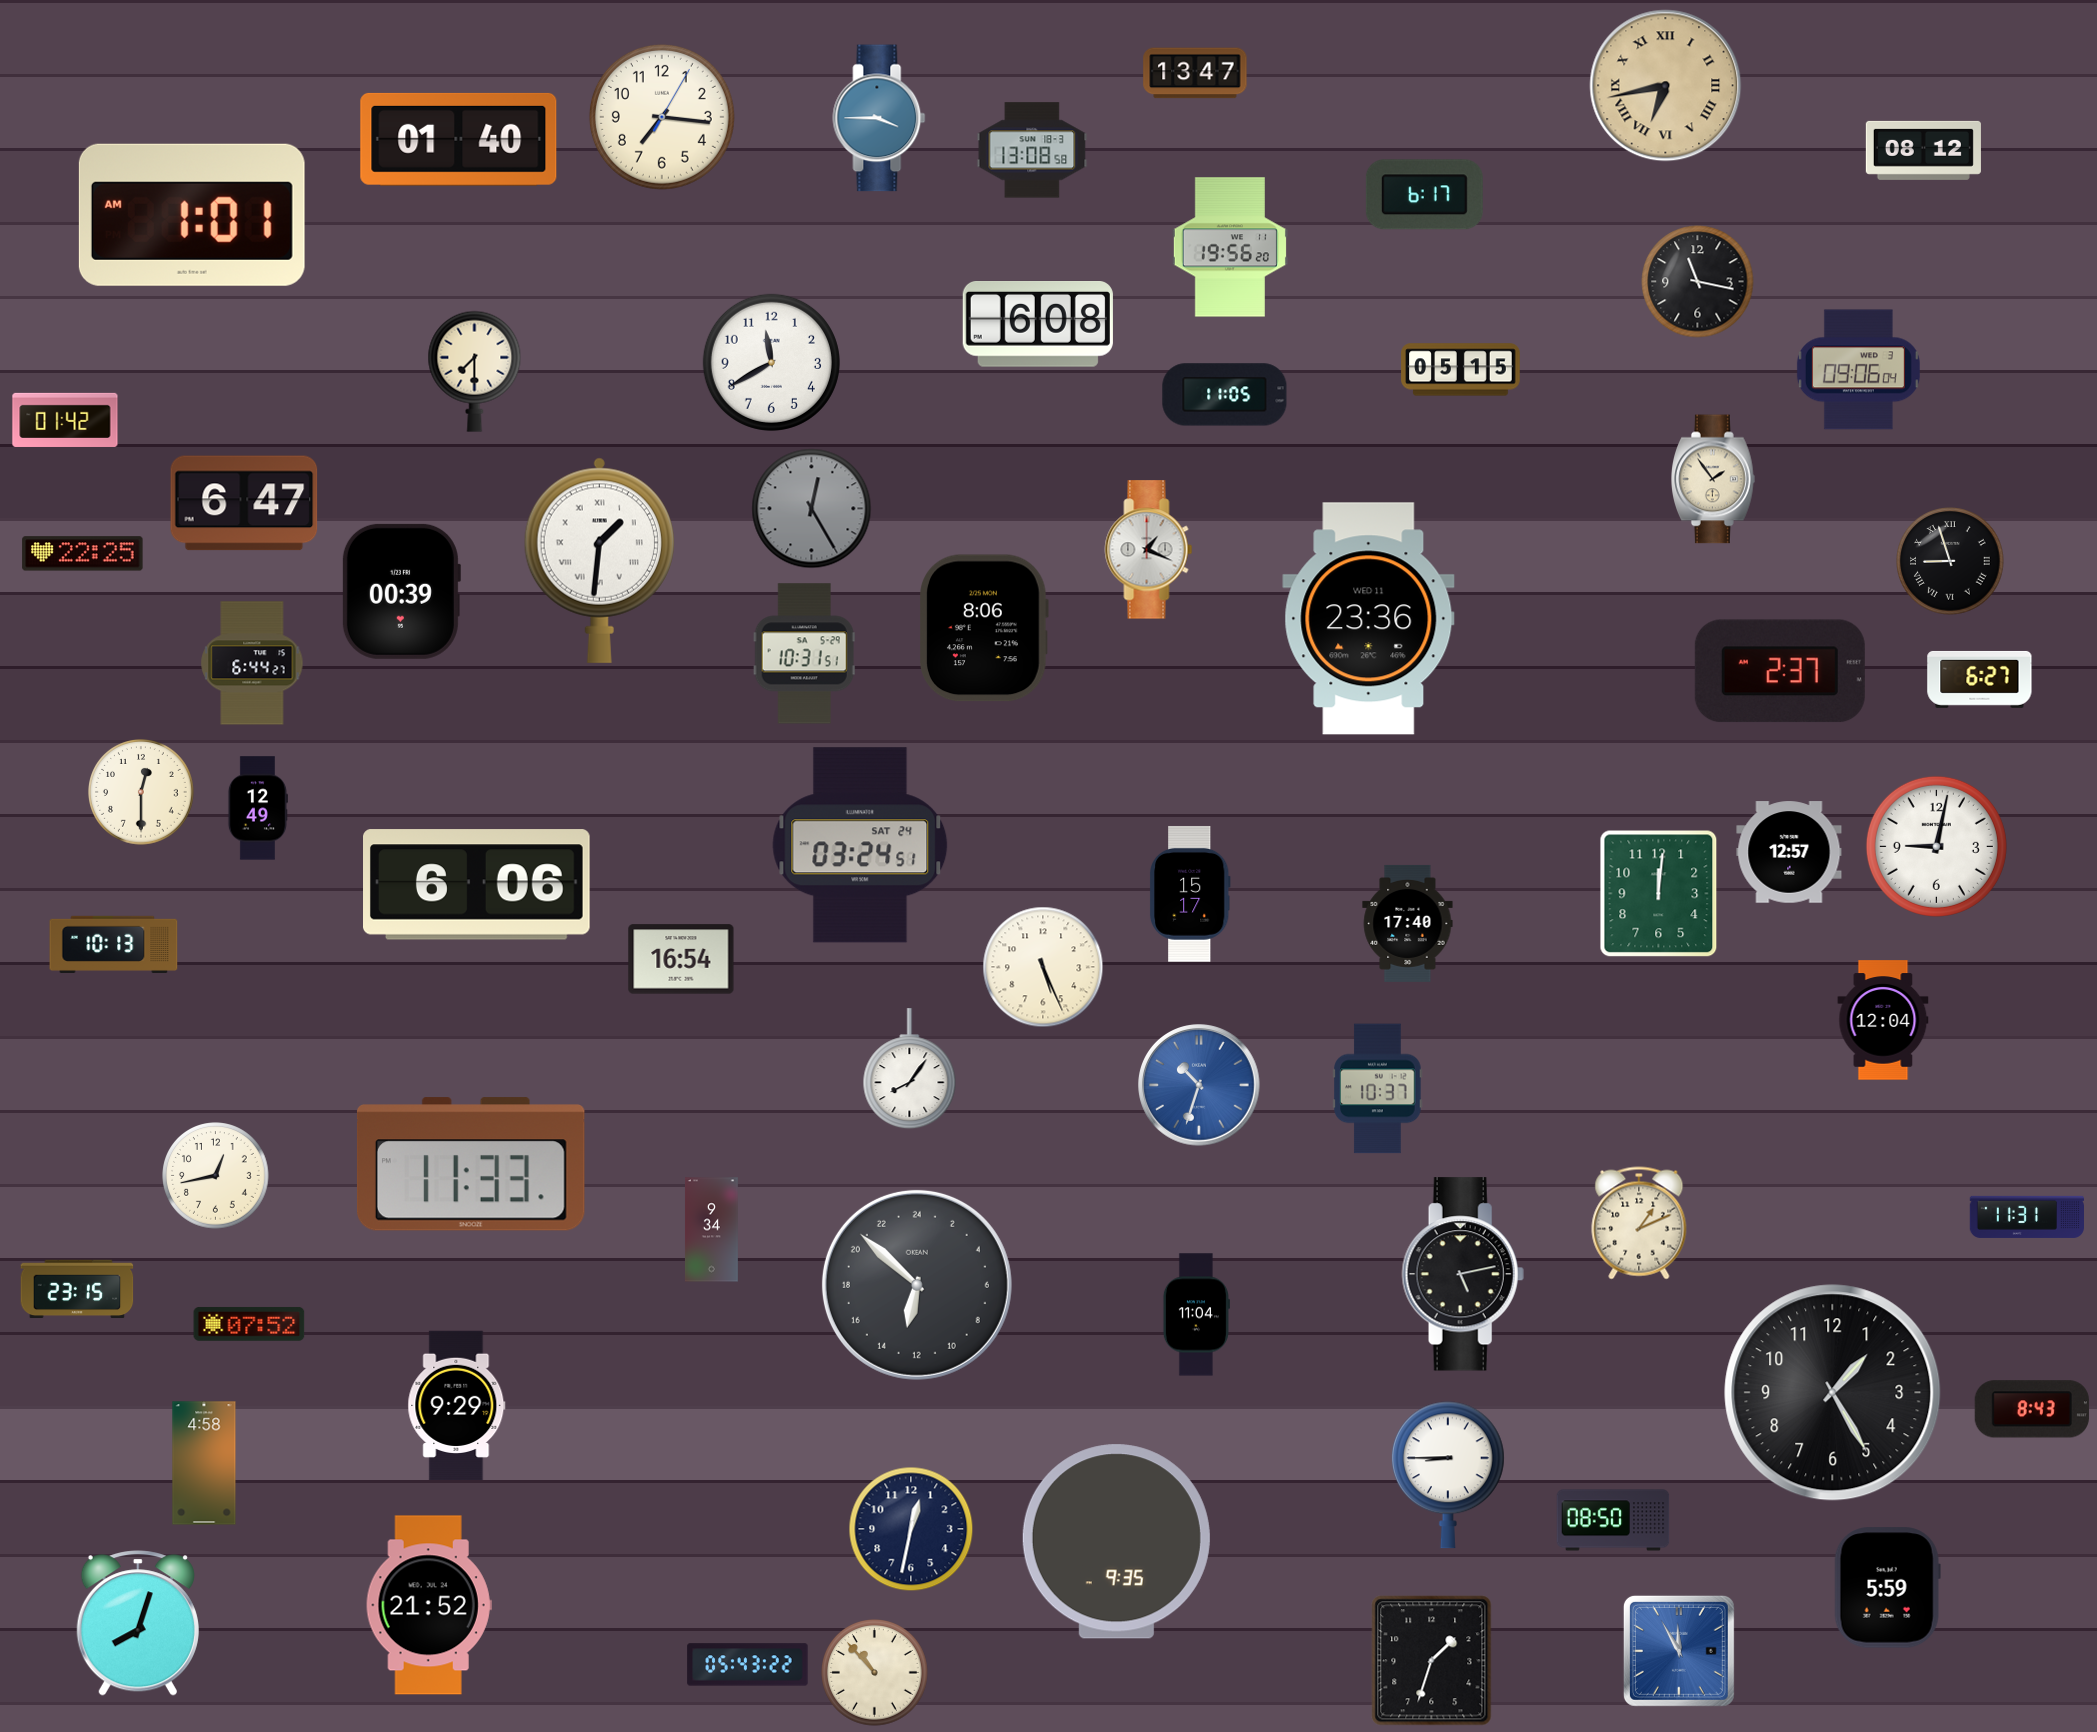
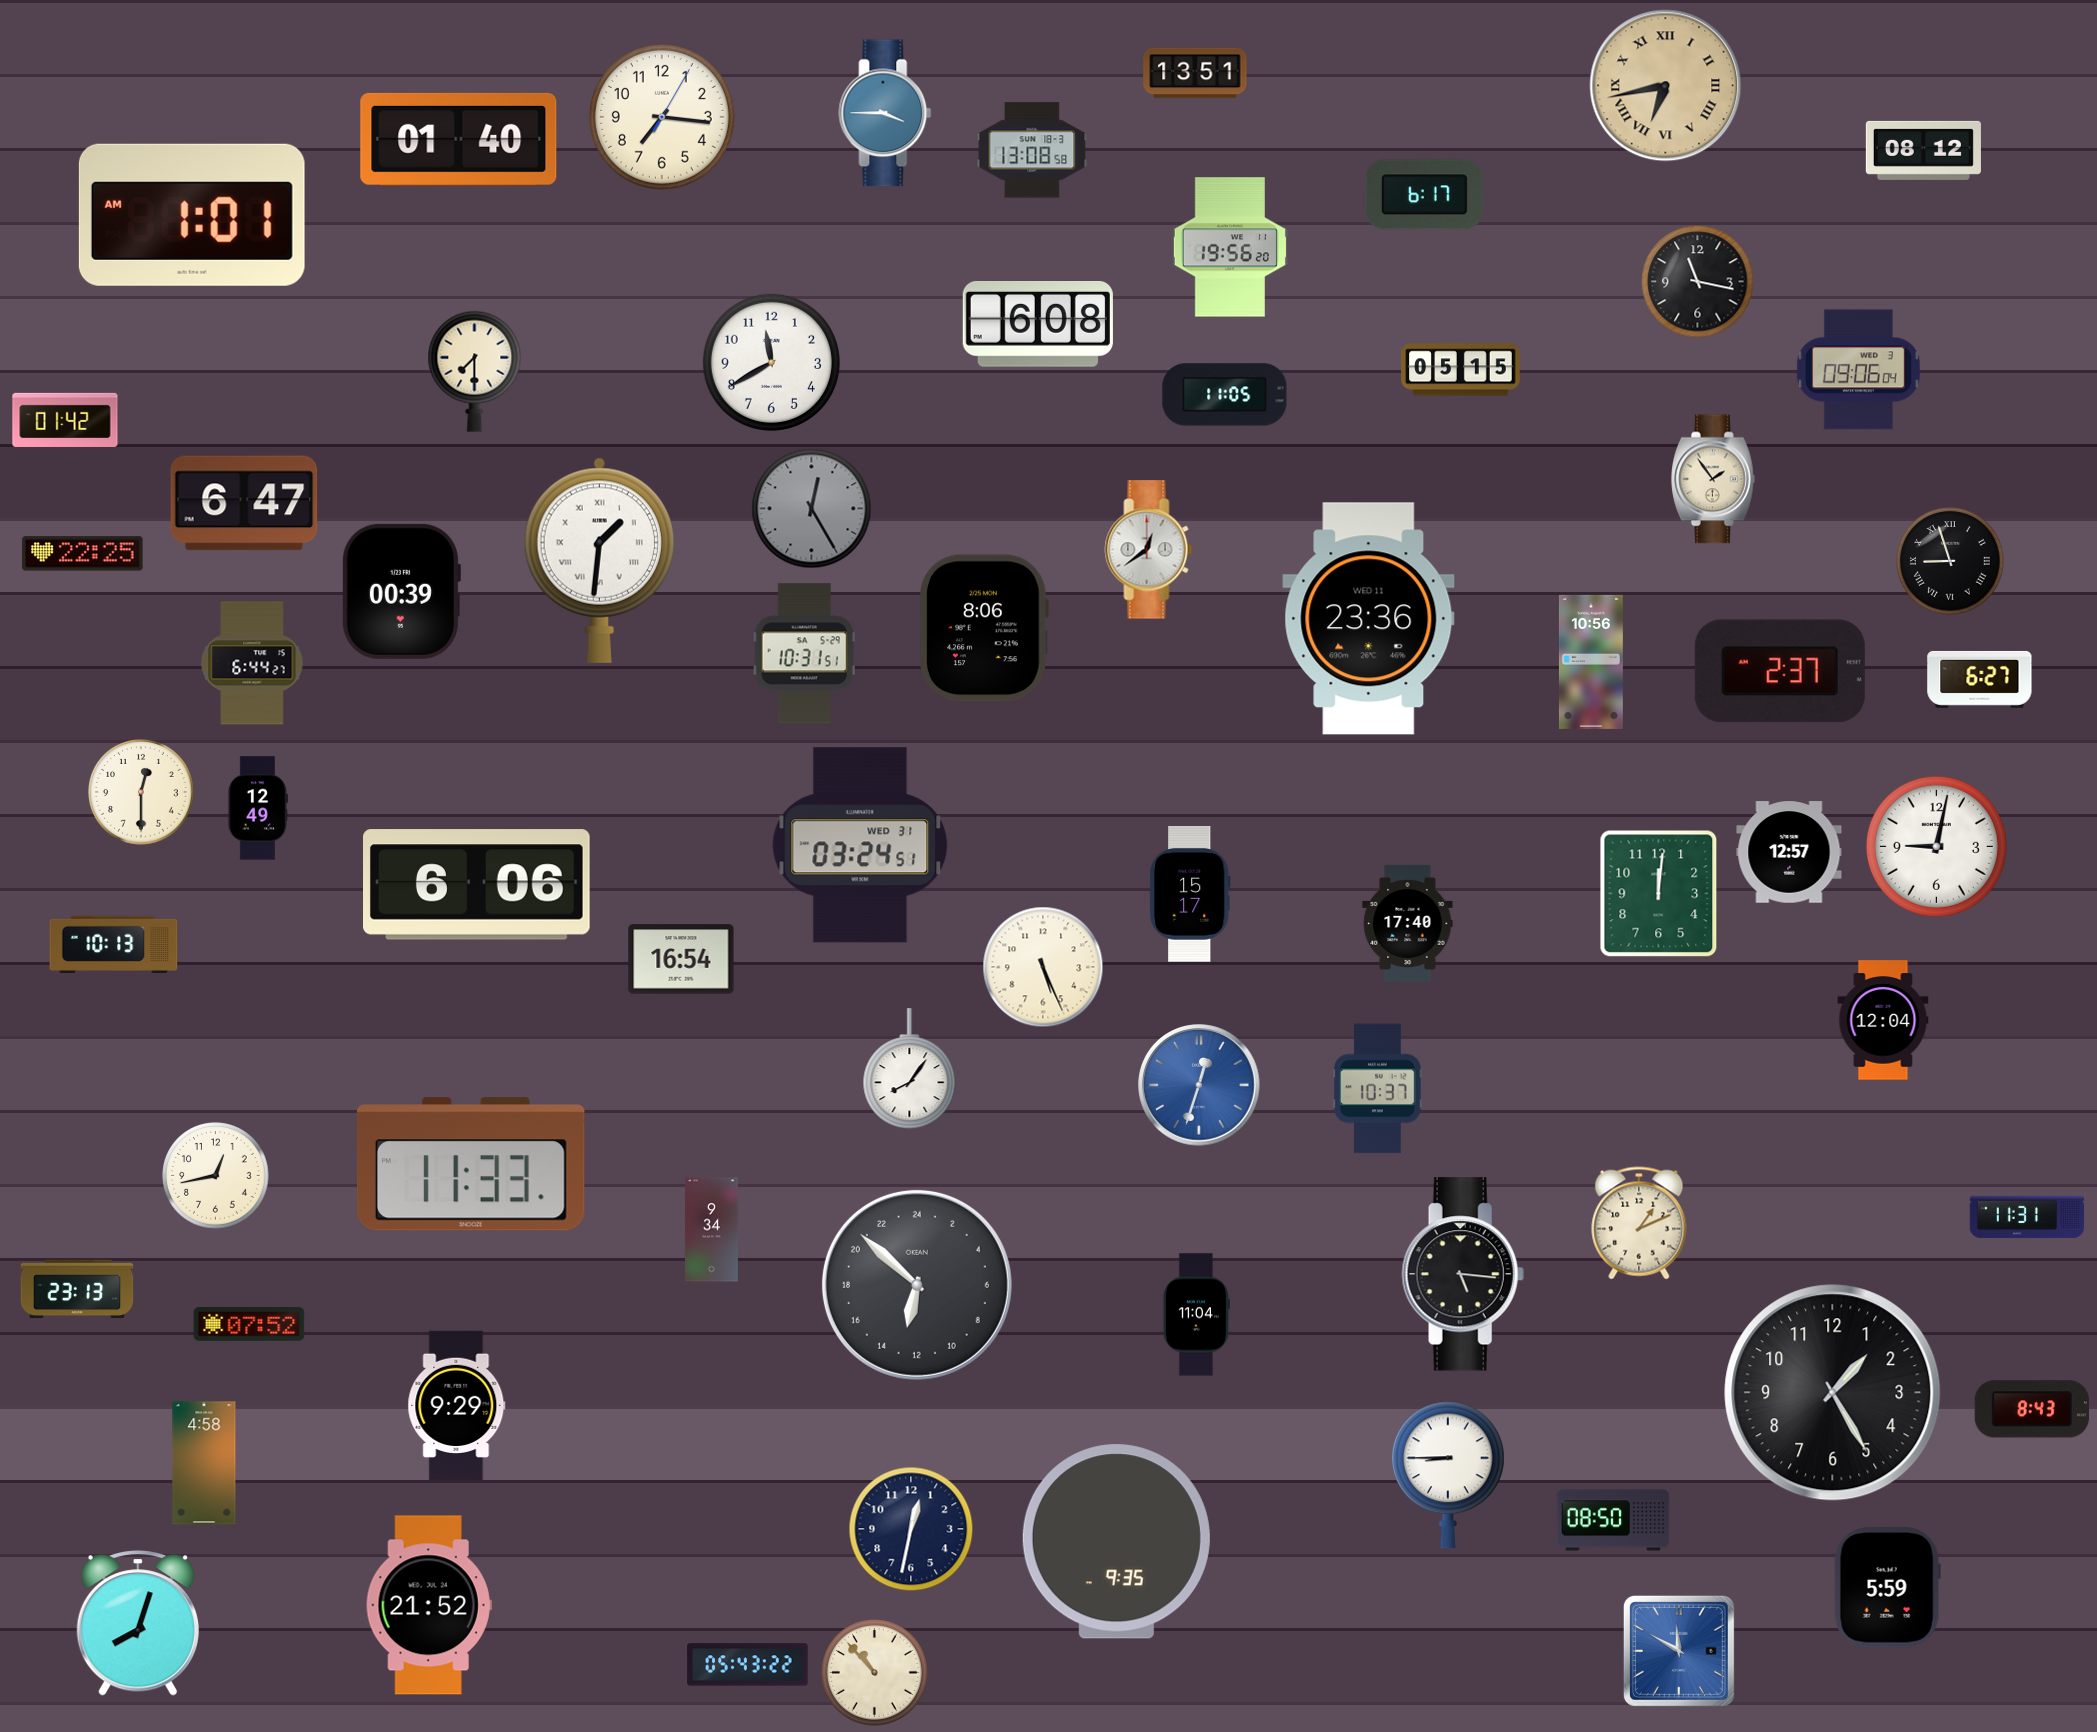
clock at (1195, 73): 13:47 -> 13:51
clock at (879, 118) position: (879, 118) -> (885, 113)
clock at (1149, 550): 1:19 -> 12:39
clock at (1591, 662): none -> 10:56
clock at (860, 845) date: SAT 24 -> WED 31
clock at (1200, 1086): 10:33 -> 12:33
clock at (1463, 1274): 5:13 -> 5:16
clock at (77, 1289): 23:15 -> 23:13
clock at (1679, 1651): 11:55 -> 11:50
clock at (1432, 1661): 1:33 -> none
